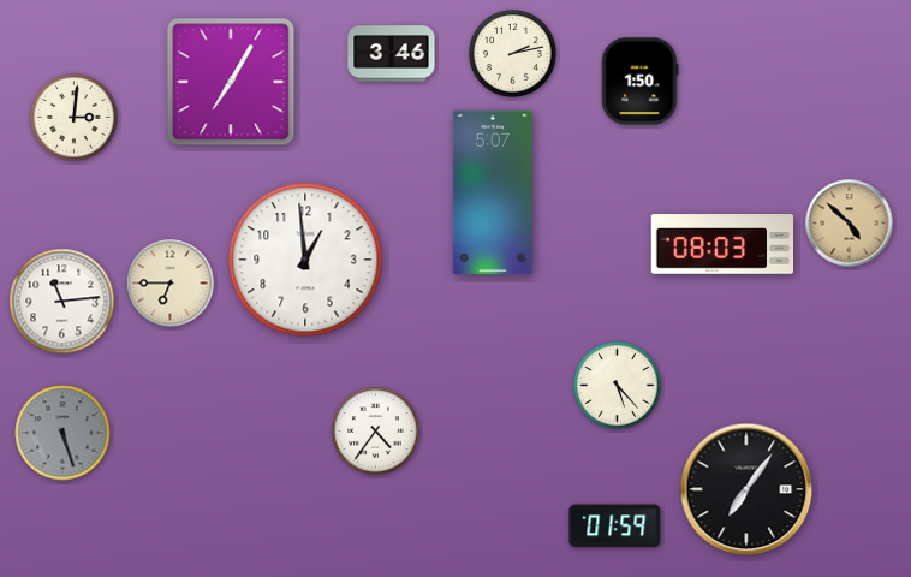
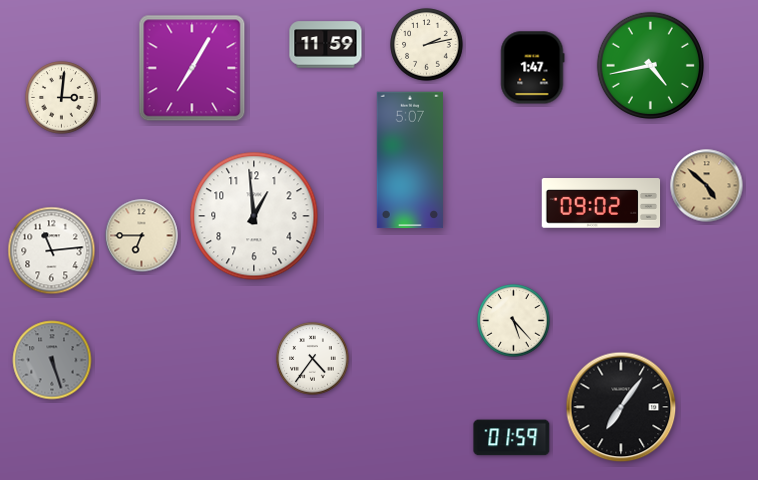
clock at (392, 54): 3:46 -> 11:59
clock at (650, 65): none -> 4:43
clock at (641, 82): 1:50 -> 1:47
clock at (722, 244): 08:03 -> 09:02
